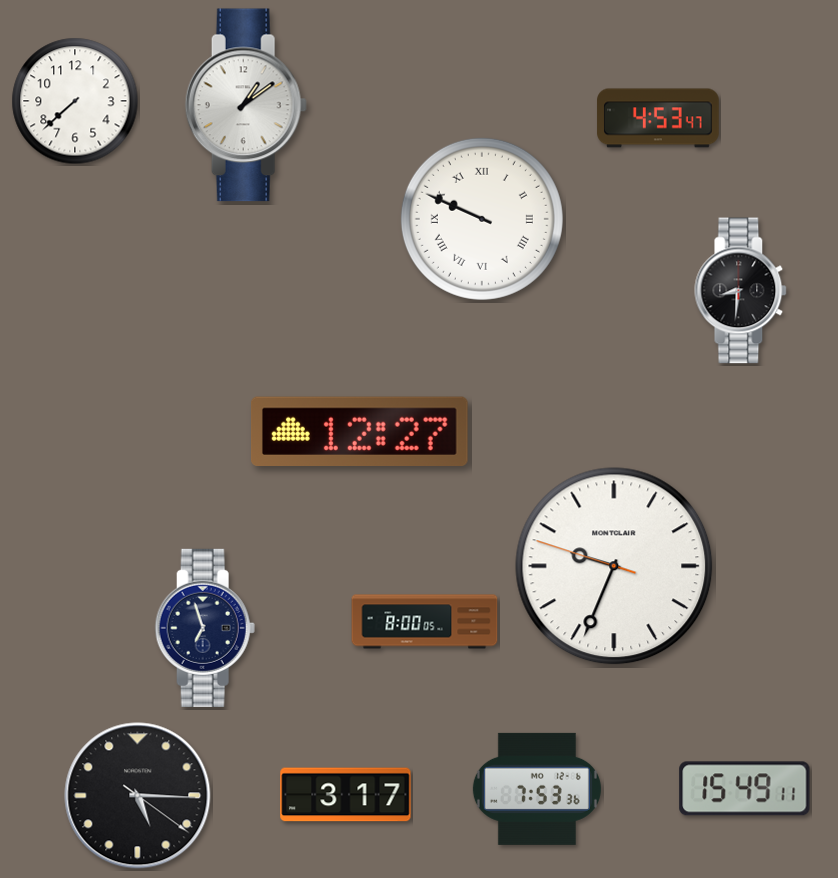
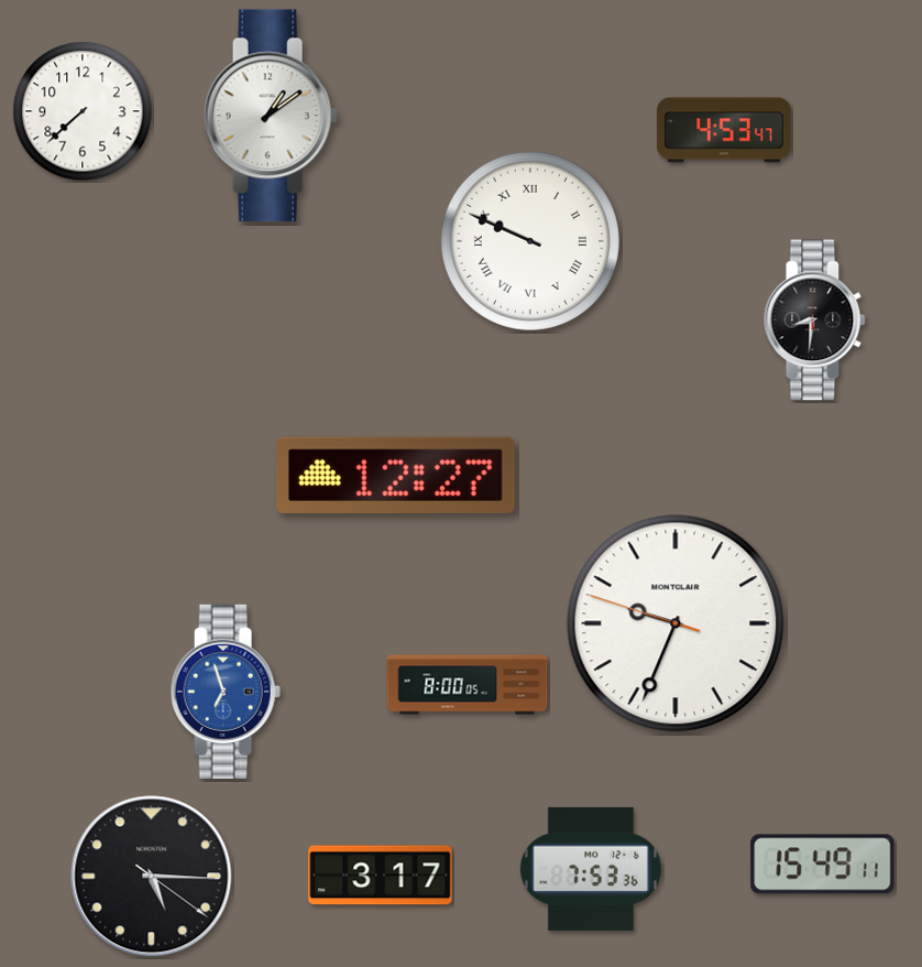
clock at (205, 628) dial: navy -> blue
clock at (745, 789) position: (745, 789) -> (823, 865)
